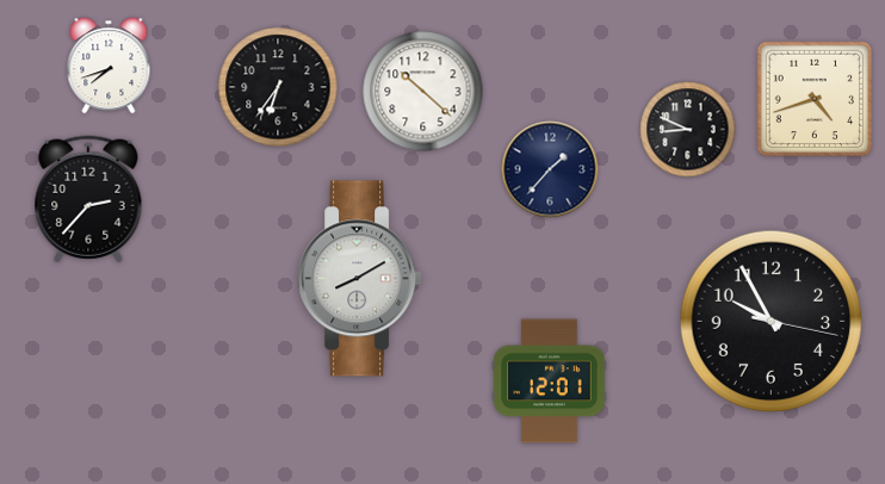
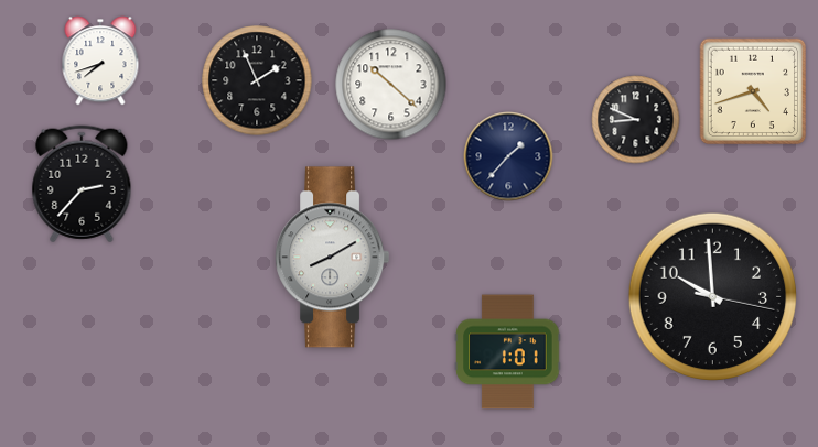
clock at (278, 87): 6:36 -> 1:56
clock at (772, 322): 9:55 -> 9:59
clock at (550, 381): 12:01 -> 1:01
